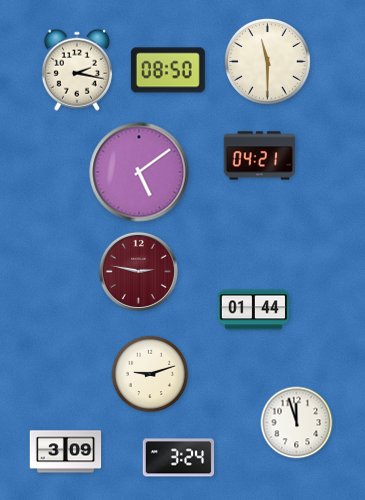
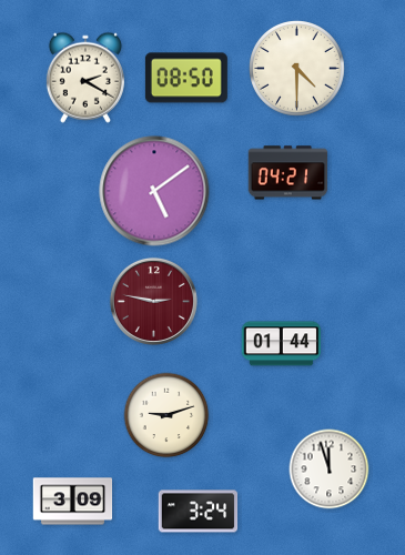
clock at (268, 62): 11:30 -> 4:30
clock at (77, 70): 2:17 -> 2:20
clock at (179, 458) position: (179, 458) -> (199, 512)
